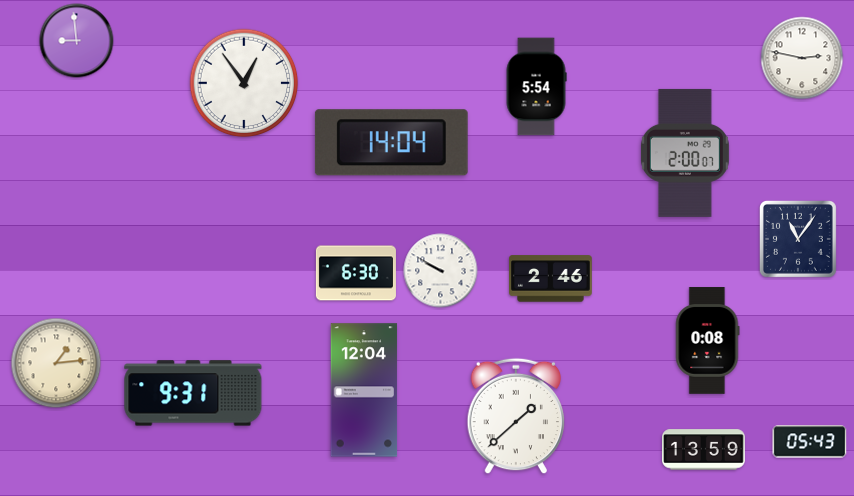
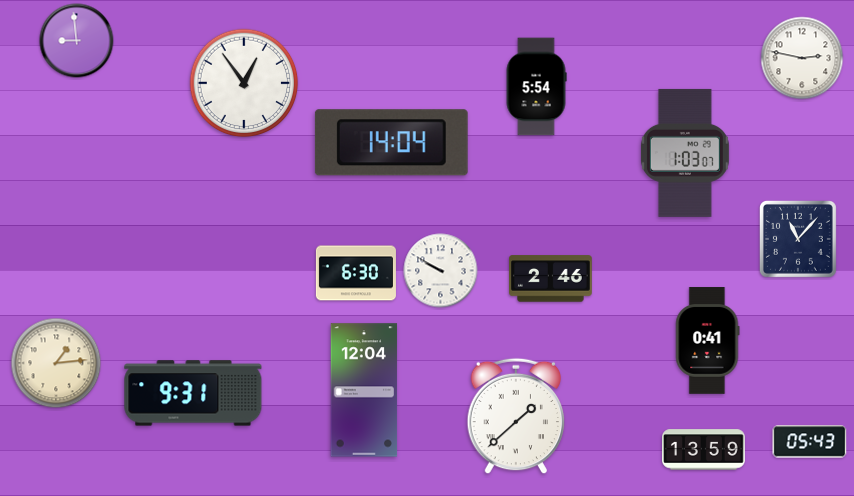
clock at (685, 153): 2:00 -> 1:03
clock at (798, 239): 11:06 -> 11:07
clock at (708, 341): 0:08 -> 0:41
